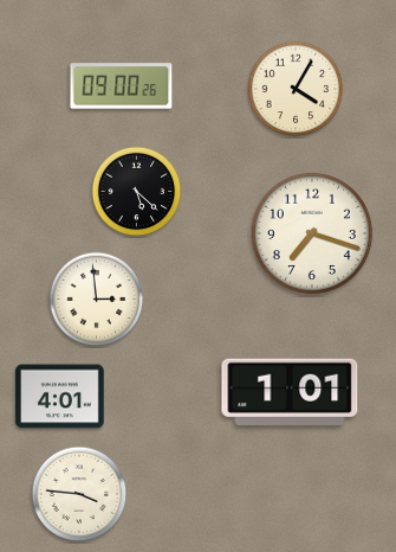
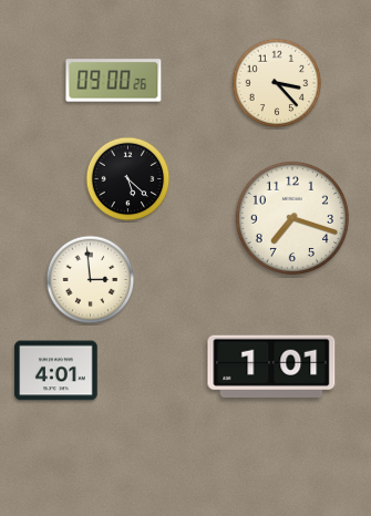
clock at (296, 89): 4:05 -> 3:23
clock at (79, 494): 3:46 -> none
